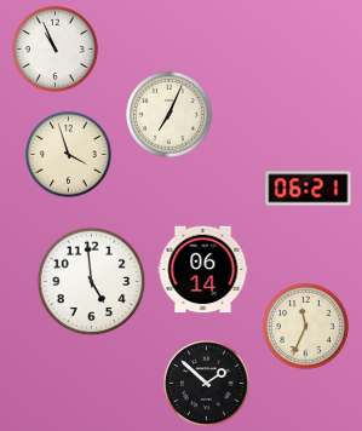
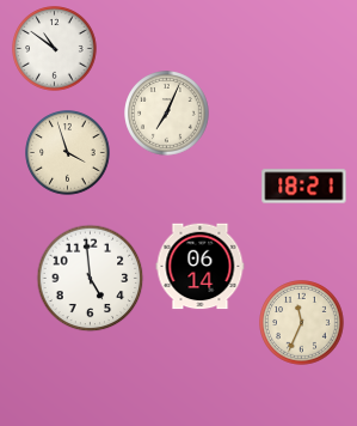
clock at (56, 50): 10:56 -> 10:51
clock at (309, 189): 06:21 -> 18:21
clock at (207, 384): 1:52 -> none
